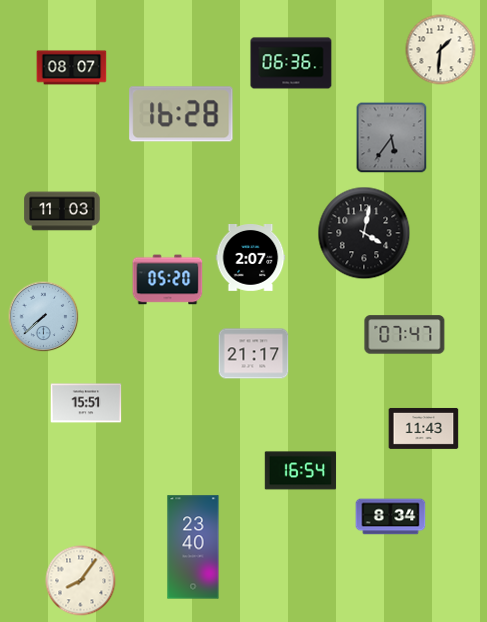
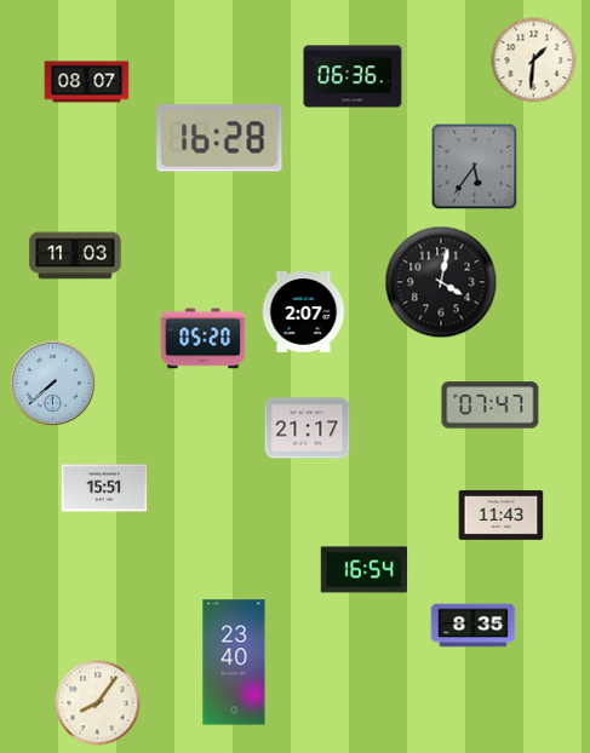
clock at (424, 428) position: (424, 428) -> (502, 515)
clock at (391, 517): 8:34 -> 8:35
